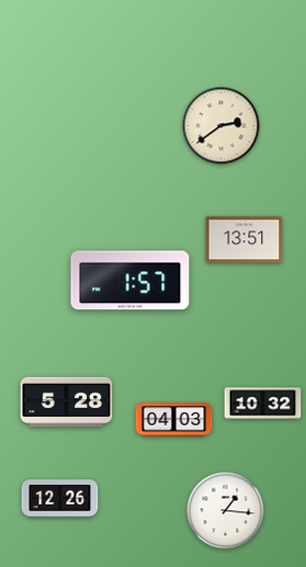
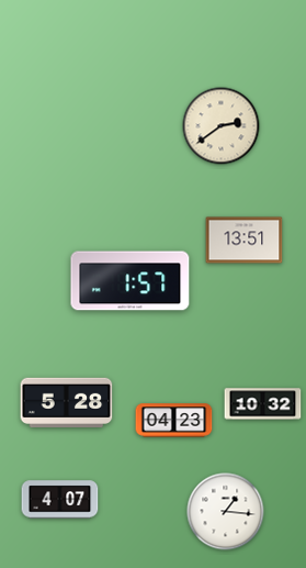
clock at (174, 420): 04:03 -> 04:23
clock at (60, 499): 12:26 -> 4:07
